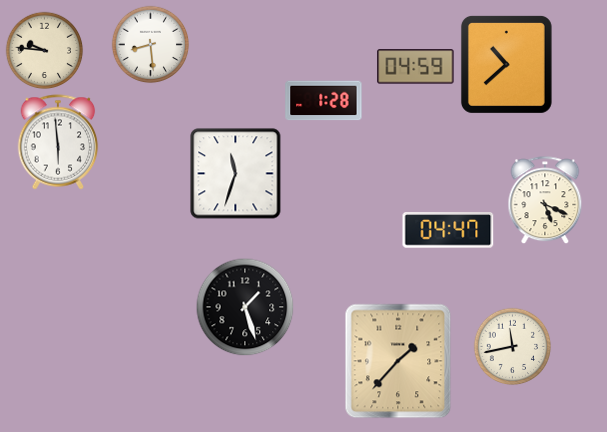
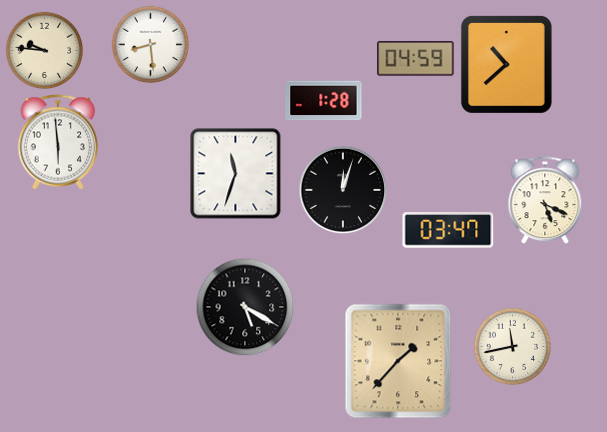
clock at (416, 67) position: (416, 67) -> (416, 59)
clock at (343, 190): none -> 12:03
clock at (448, 230): 04:47 -> 03:47
clock at (245, 307): 1:27 -> 5:20
